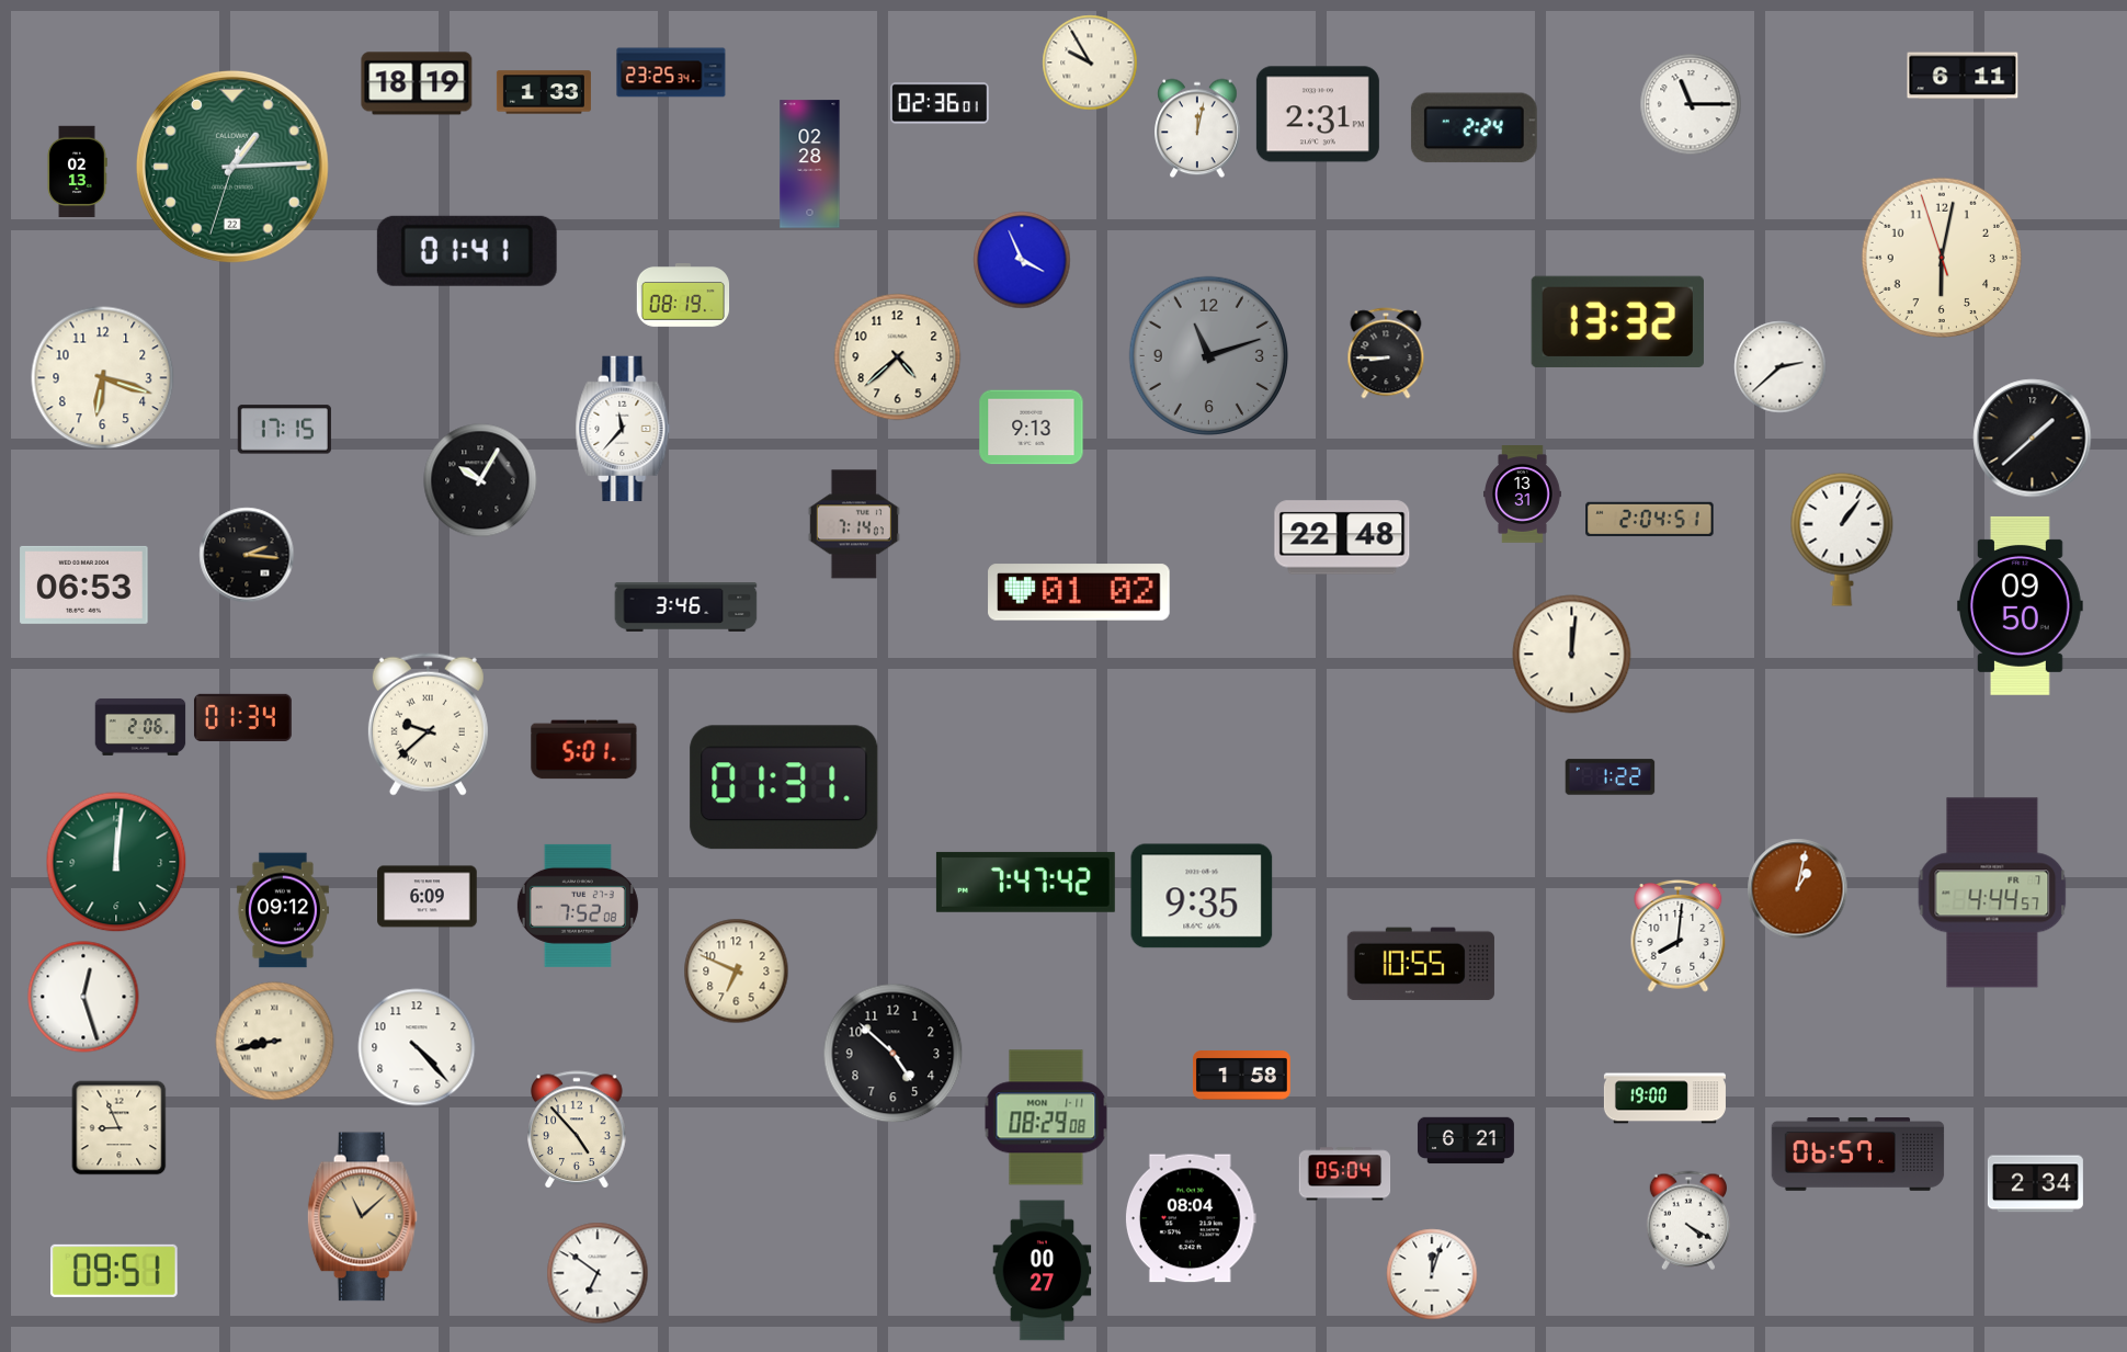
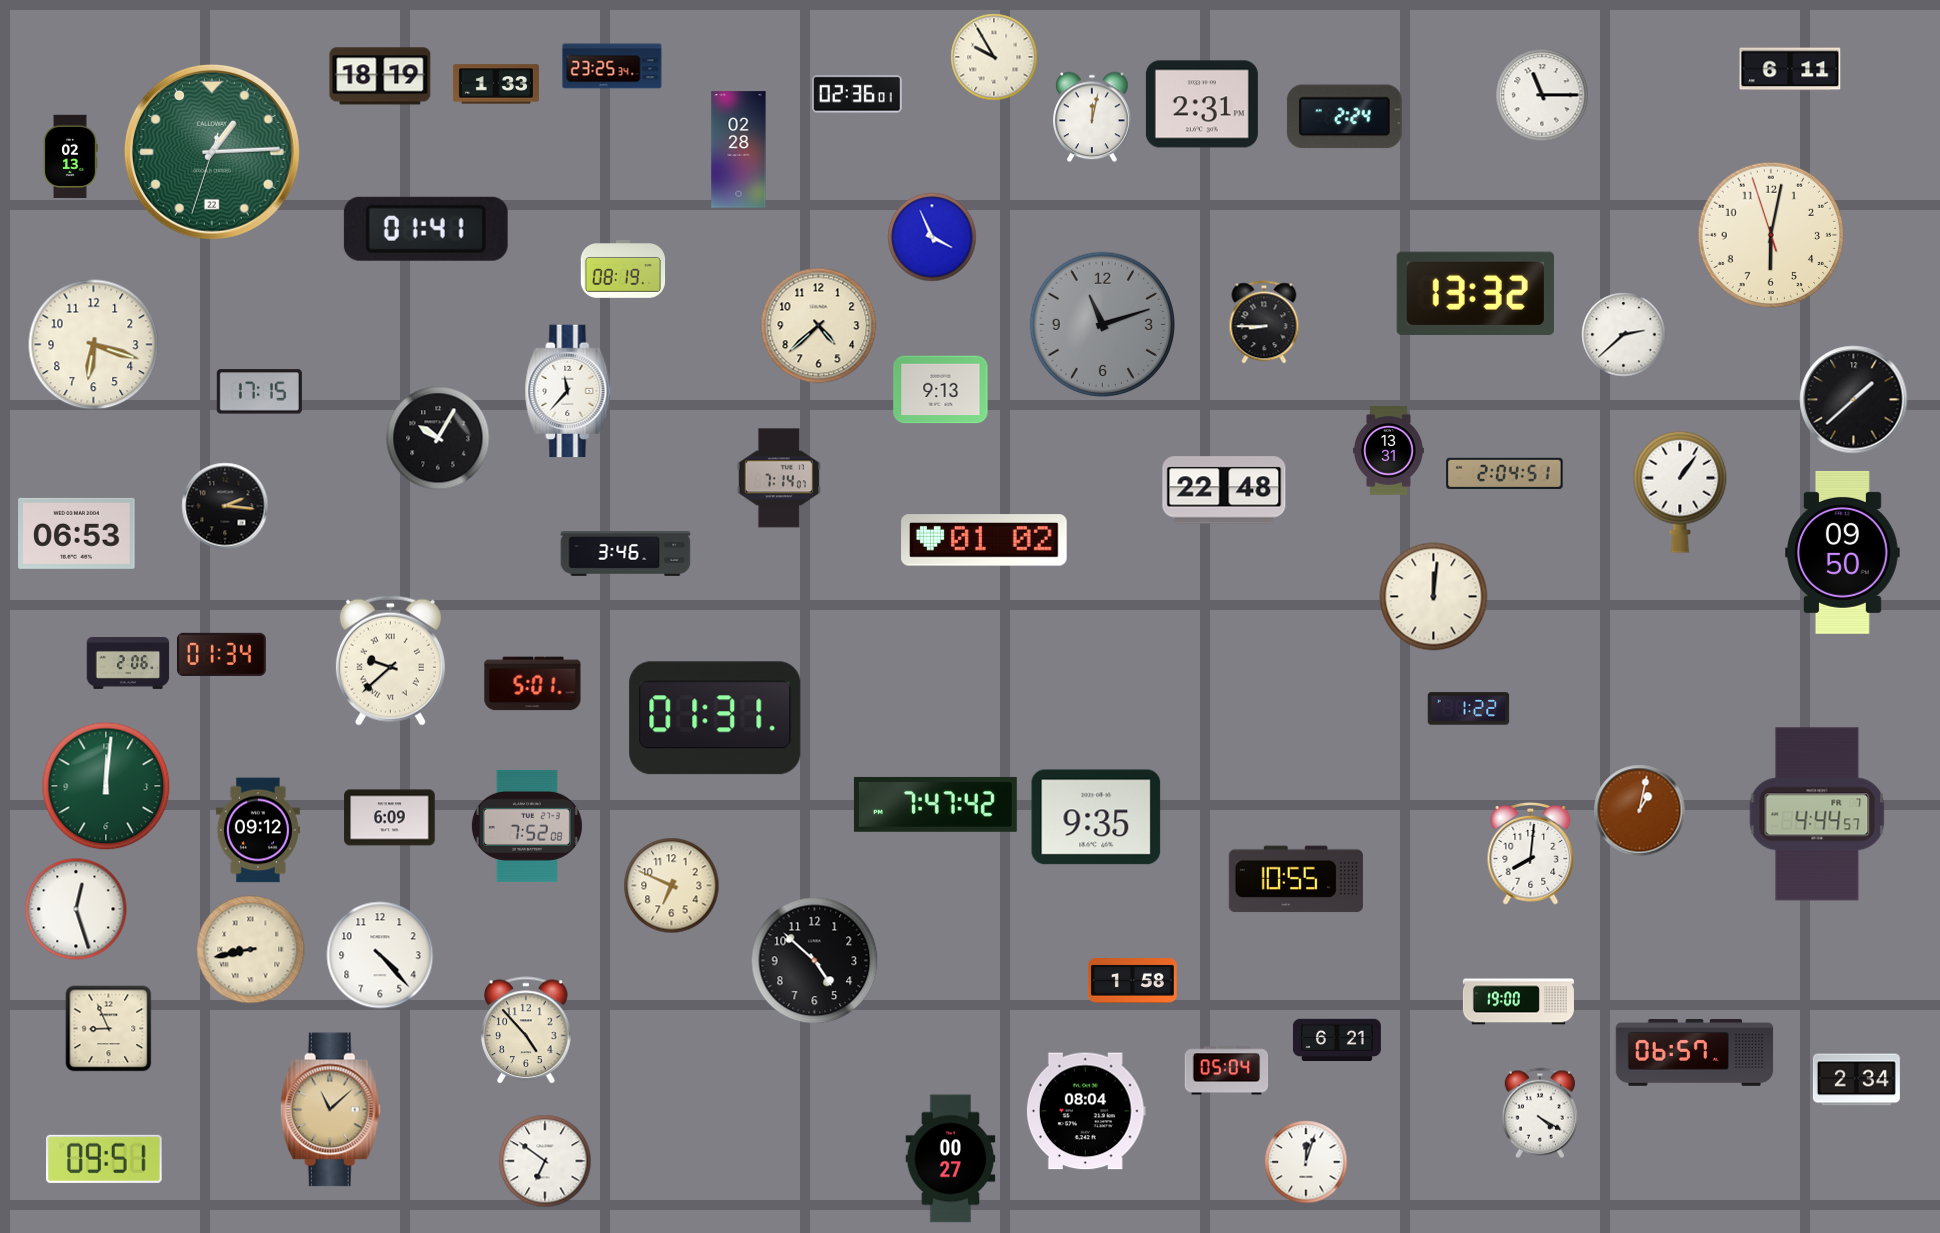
clock at (1046, 1117): 08:29 -> none
